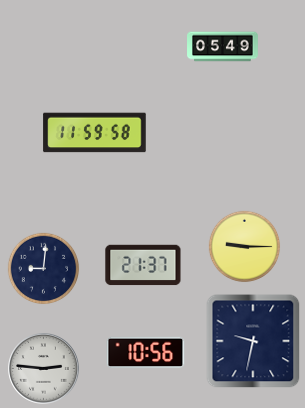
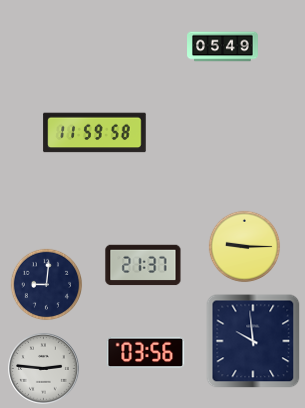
clock at (44, 269) position: (44, 269) -> (47, 285)
clock at (253, 341): 9:32 -> 9:59
clock at (146, 353): 10:56 -> 03:56
